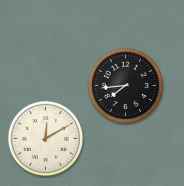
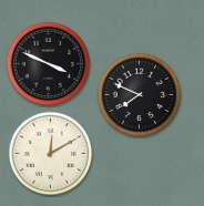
clock at (49, 64): none -> 3:49
clock at (126, 86): 7:44 -> 7:49
